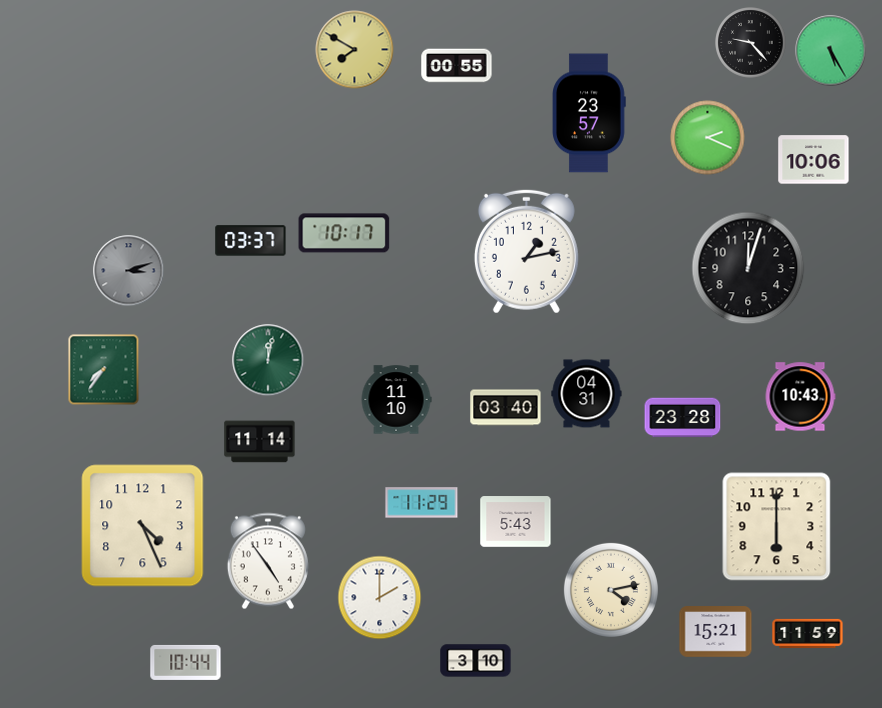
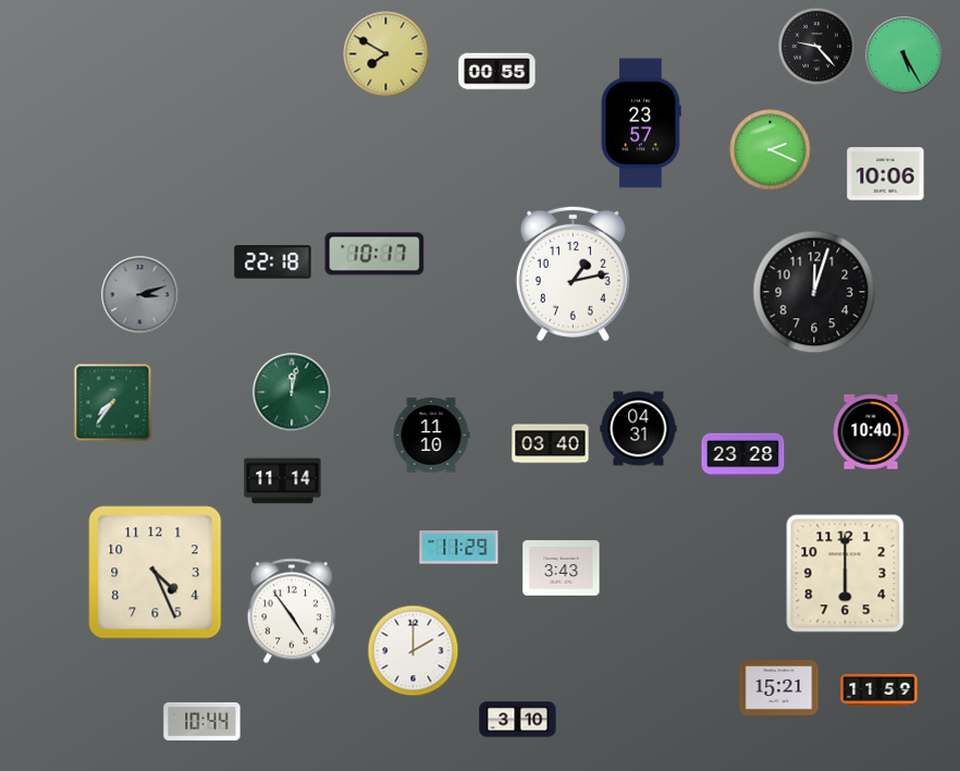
clock at (251, 241): 03:37 -> 22:18
clock at (800, 397): 10:43 -> 10:40
clock at (516, 522): 5:43 -> 3:43
clock at (611, 590): 4:13 -> none
